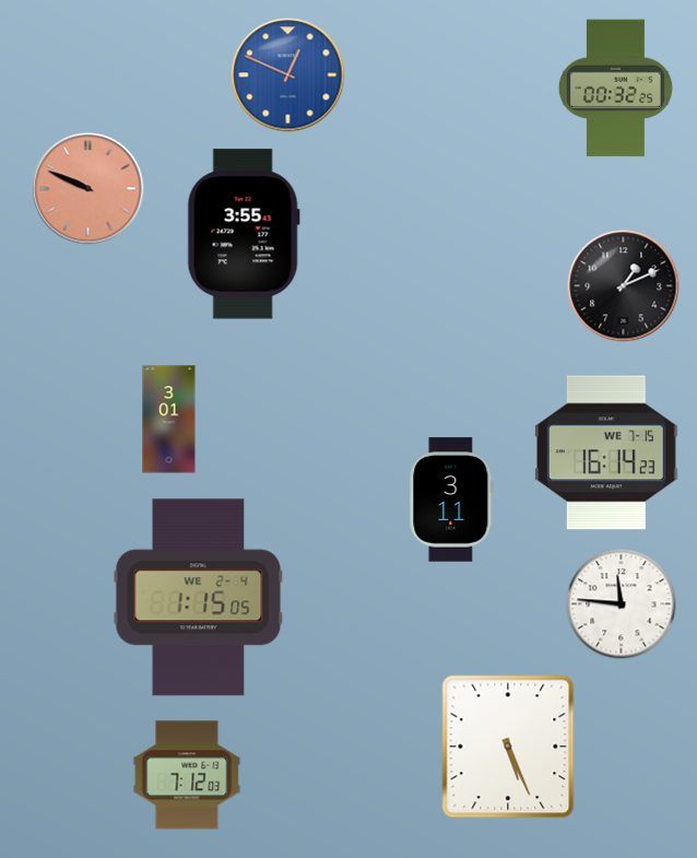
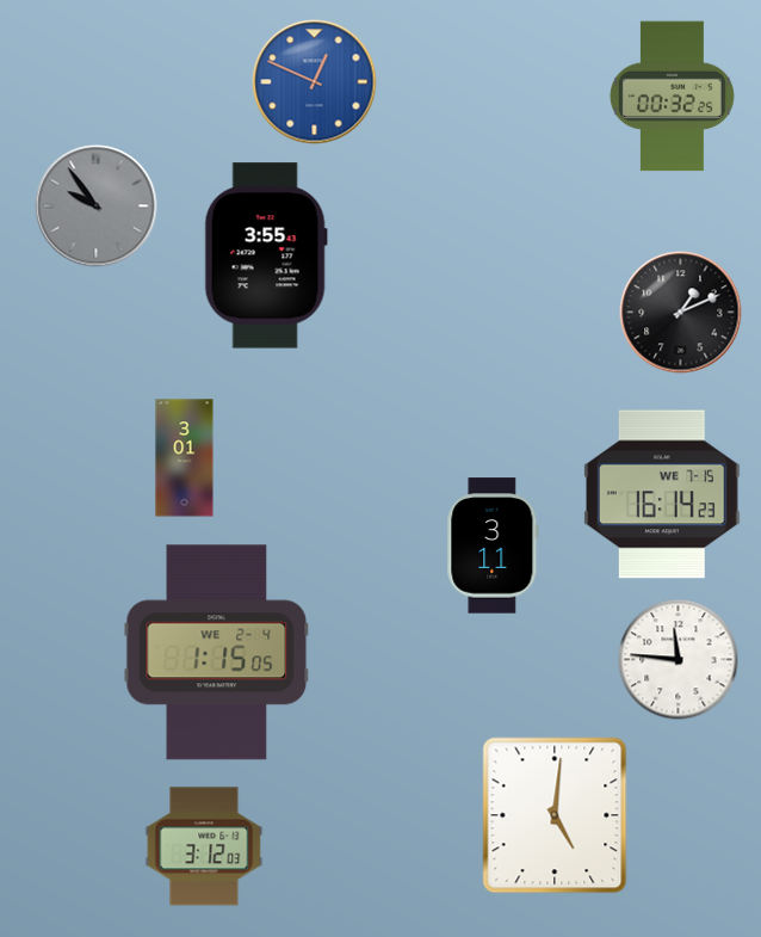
clock at (88, 189): 9:49 -> 9:54
clock at (88, 189) dial: salmon -> grey
clock at (508, 747): 5:26 -> 5:01
clock at (187, 775): 7:12 -> 3:12
